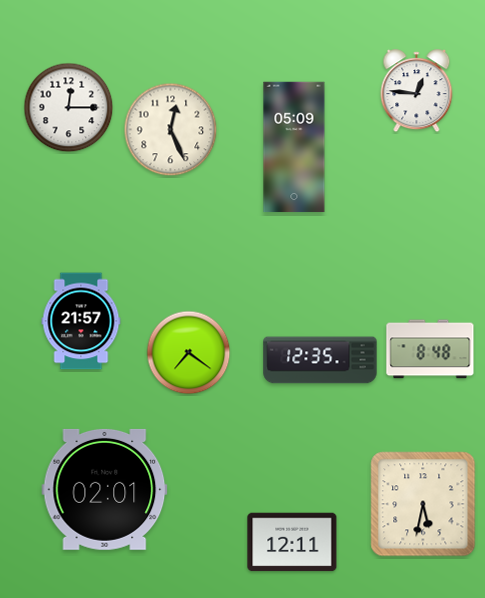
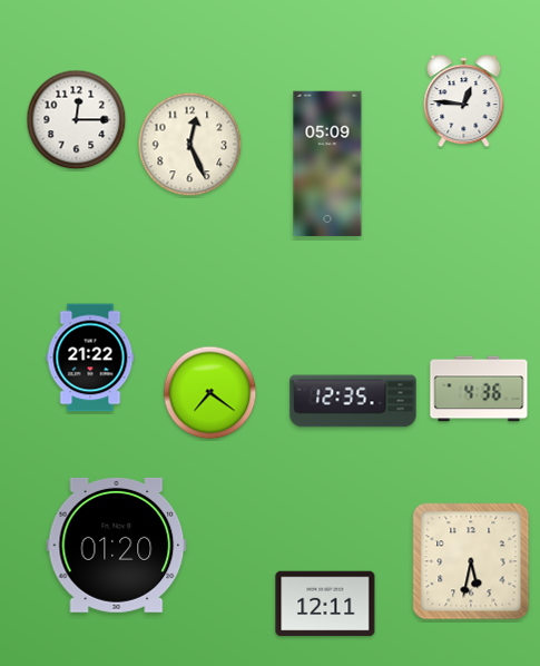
clock at (81, 321): 21:57 -> 21:22
clock at (430, 349): 8:48 -> 4:36
clock at (320, 360) position: (320, 360) -> (353, 401)
clock at (105, 489): 02:01 -> 01:20
